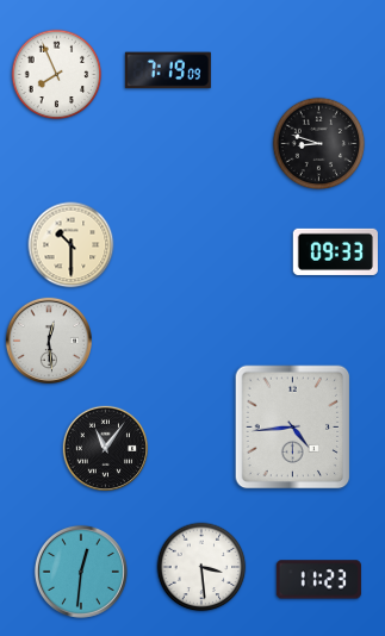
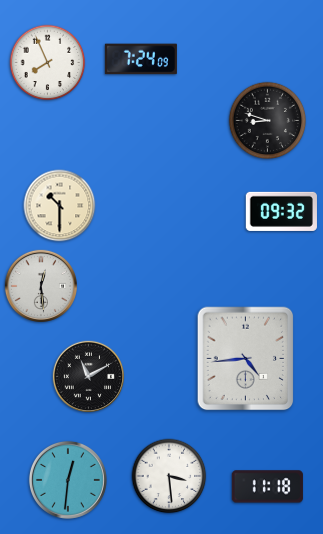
clock at (168, 70): 7:19 -> 7:24
clock at (335, 251): 09:33 -> 09:32
clock at (105, 448): 11:06 -> 11:10
clock at (318, 580): 11:23 -> 11:18
